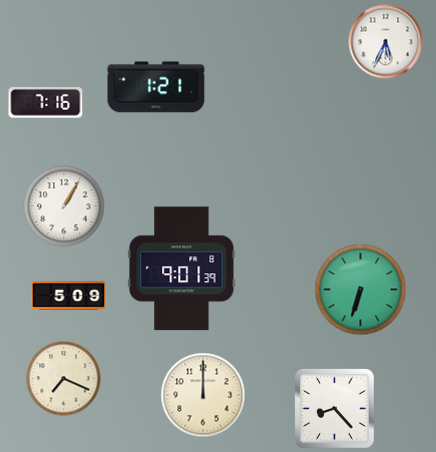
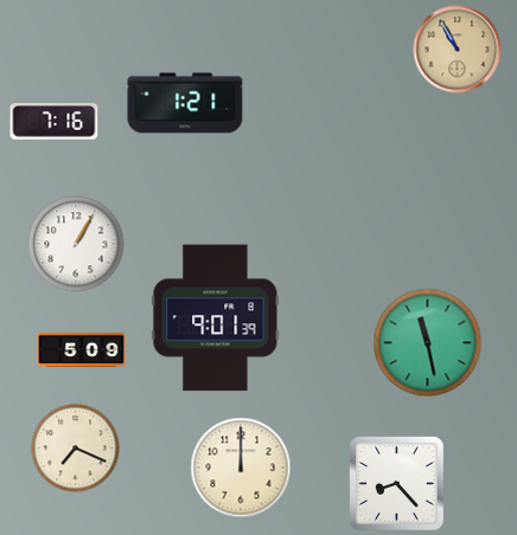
clock at (386, 42): 5:34 -> 10:55
clock at (386, 42) dial: white -> champagne
clock at (361, 290): 6:33 -> 11:28
